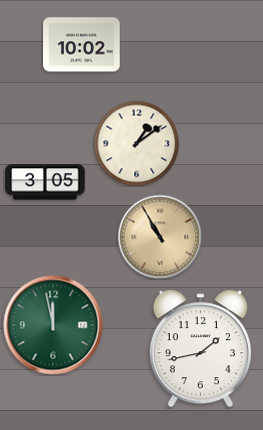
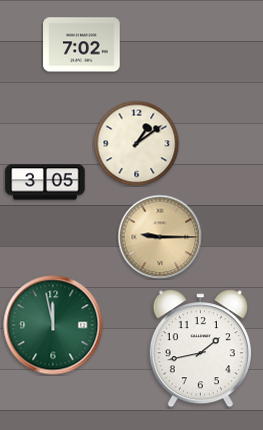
clock at (82, 45): 10:02 -> 7:02
clock at (160, 237): 10:55 -> 9:15
